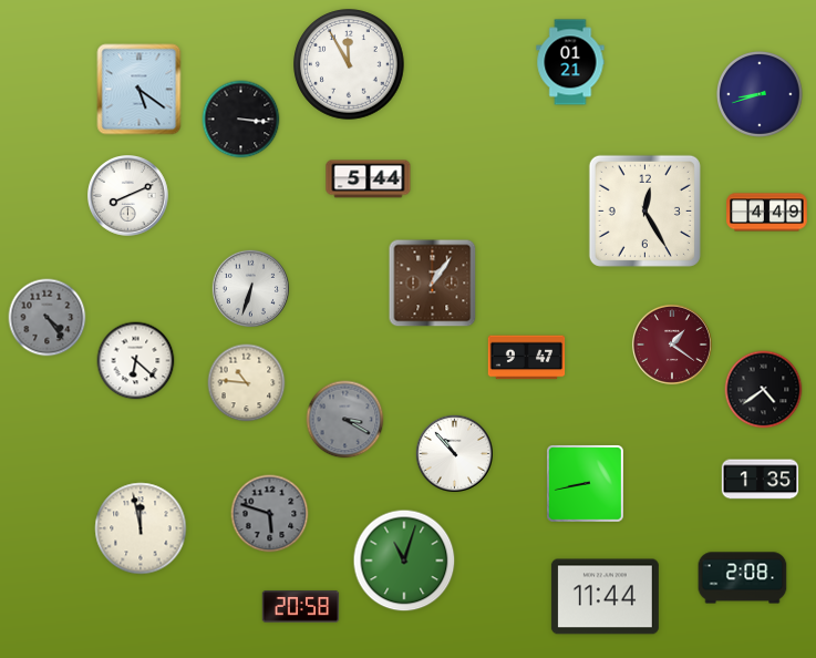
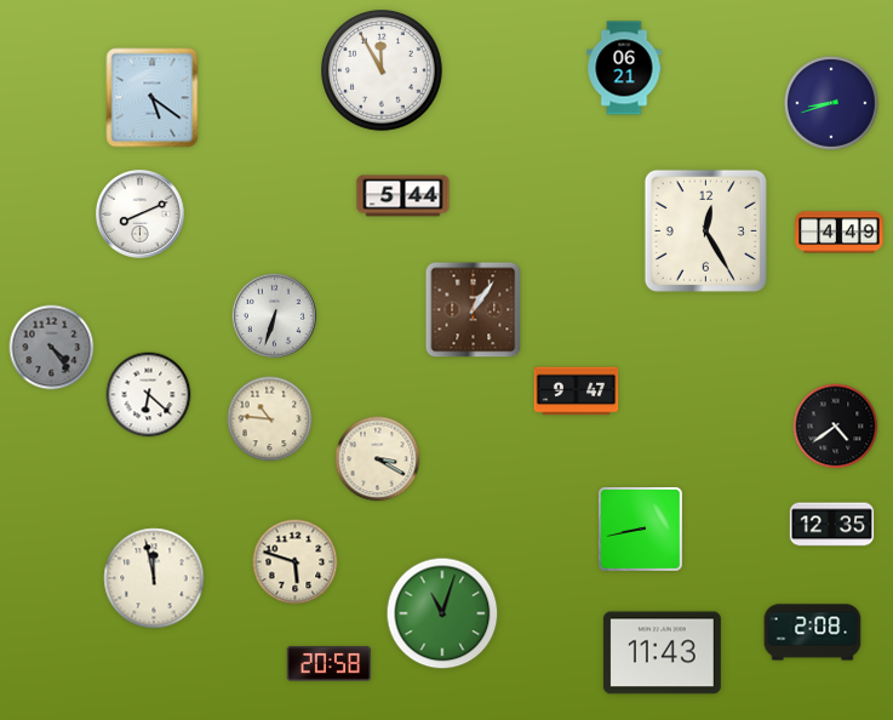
clock at (570, 62): 01:21 -> 06:21
clock at (241, 120): 3:16 -> none
clock at (672, 345): 1:21 -> none
clock at (345, 420) dial: grey -> cream
clock at (454, 453): 10:53 -> none
clock at (761, 480): 1:35 -> 12:35
clock at (270, 514) dial: grey -> cream
clock at (605, 597): 11:44 -> 11:43
